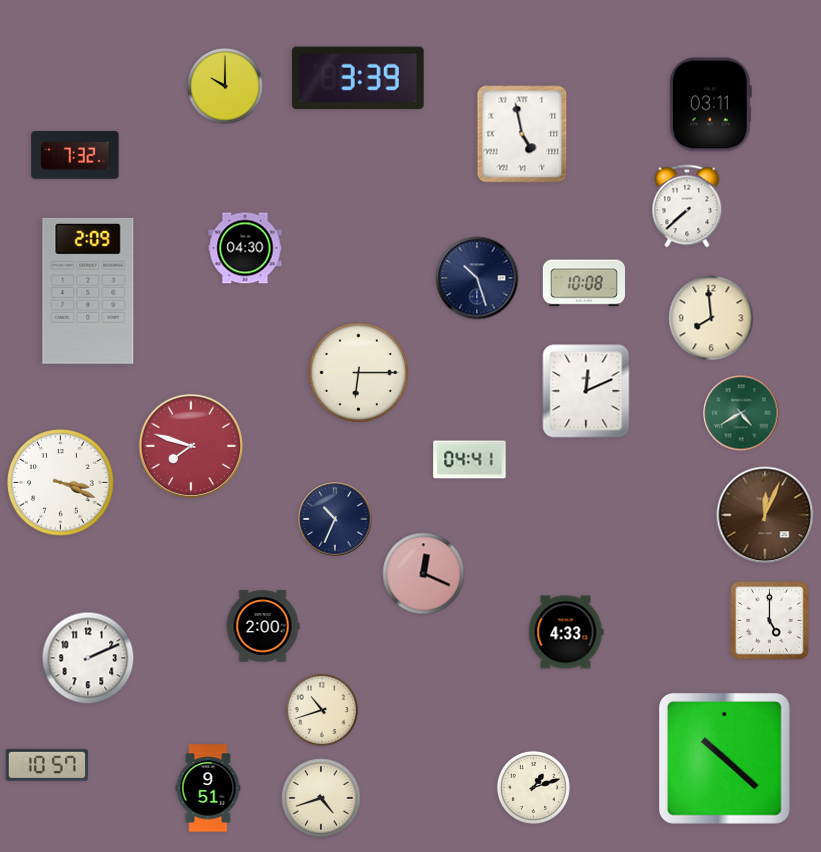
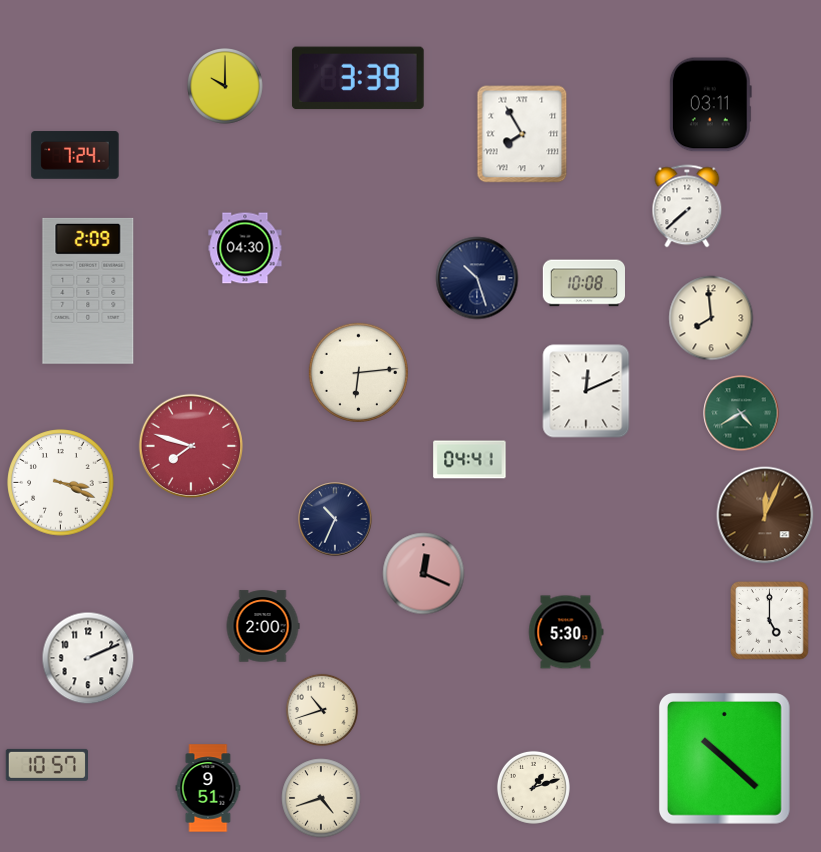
clock at (522, 134): 4:58 -> 7:55
clock at (75, 155): 7:32 -> 7:24
clock at (358, 372): 6:15 -> 6:14
clock at (566, 632): 4:33 -> 5:30
